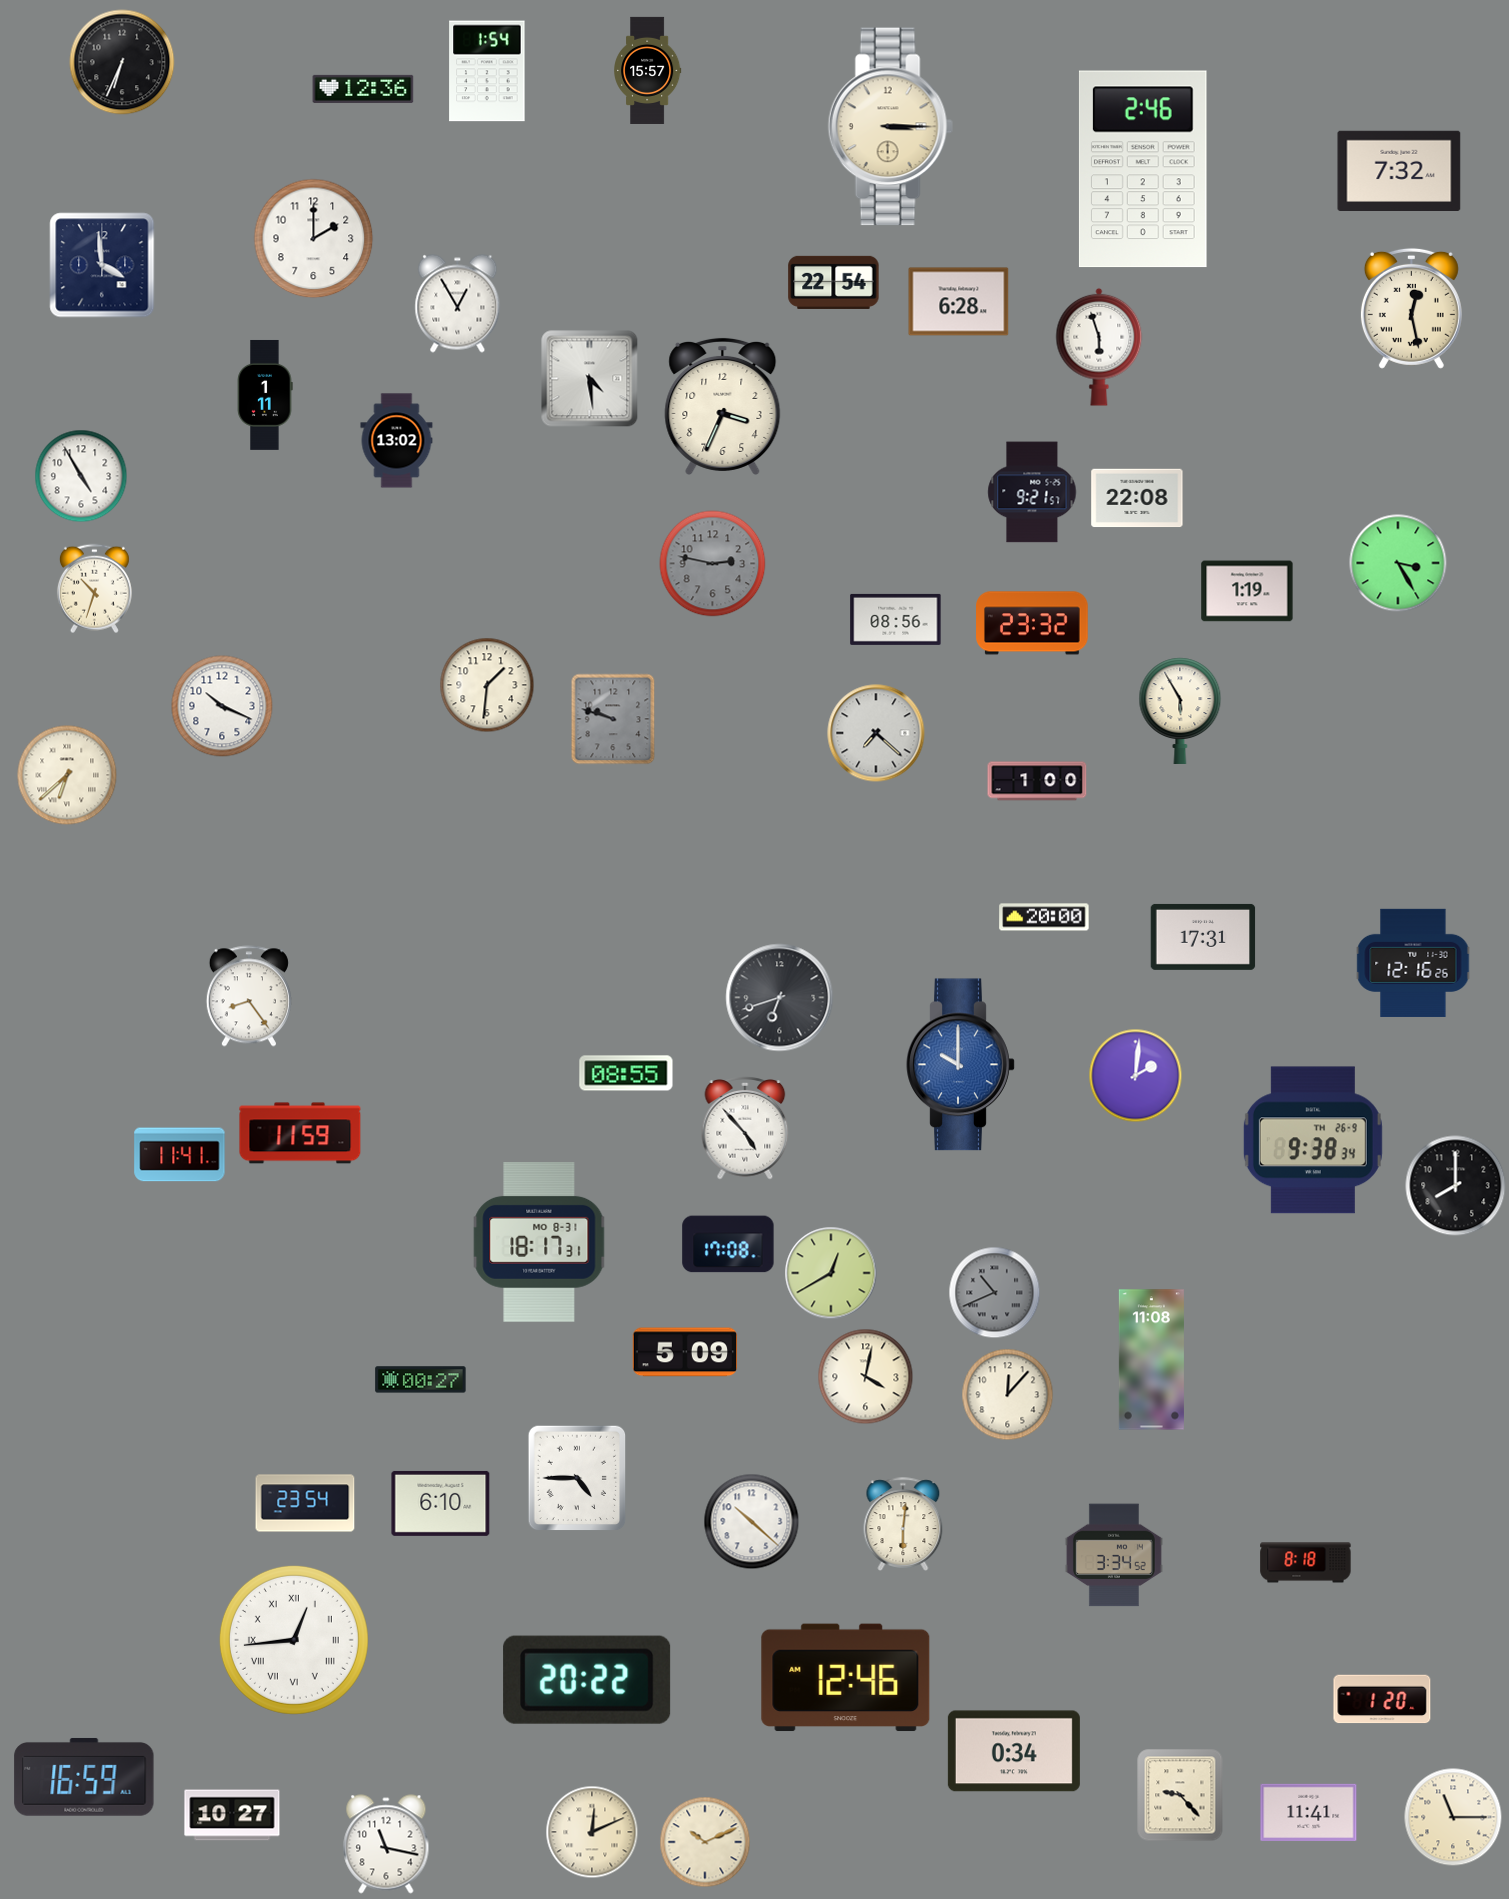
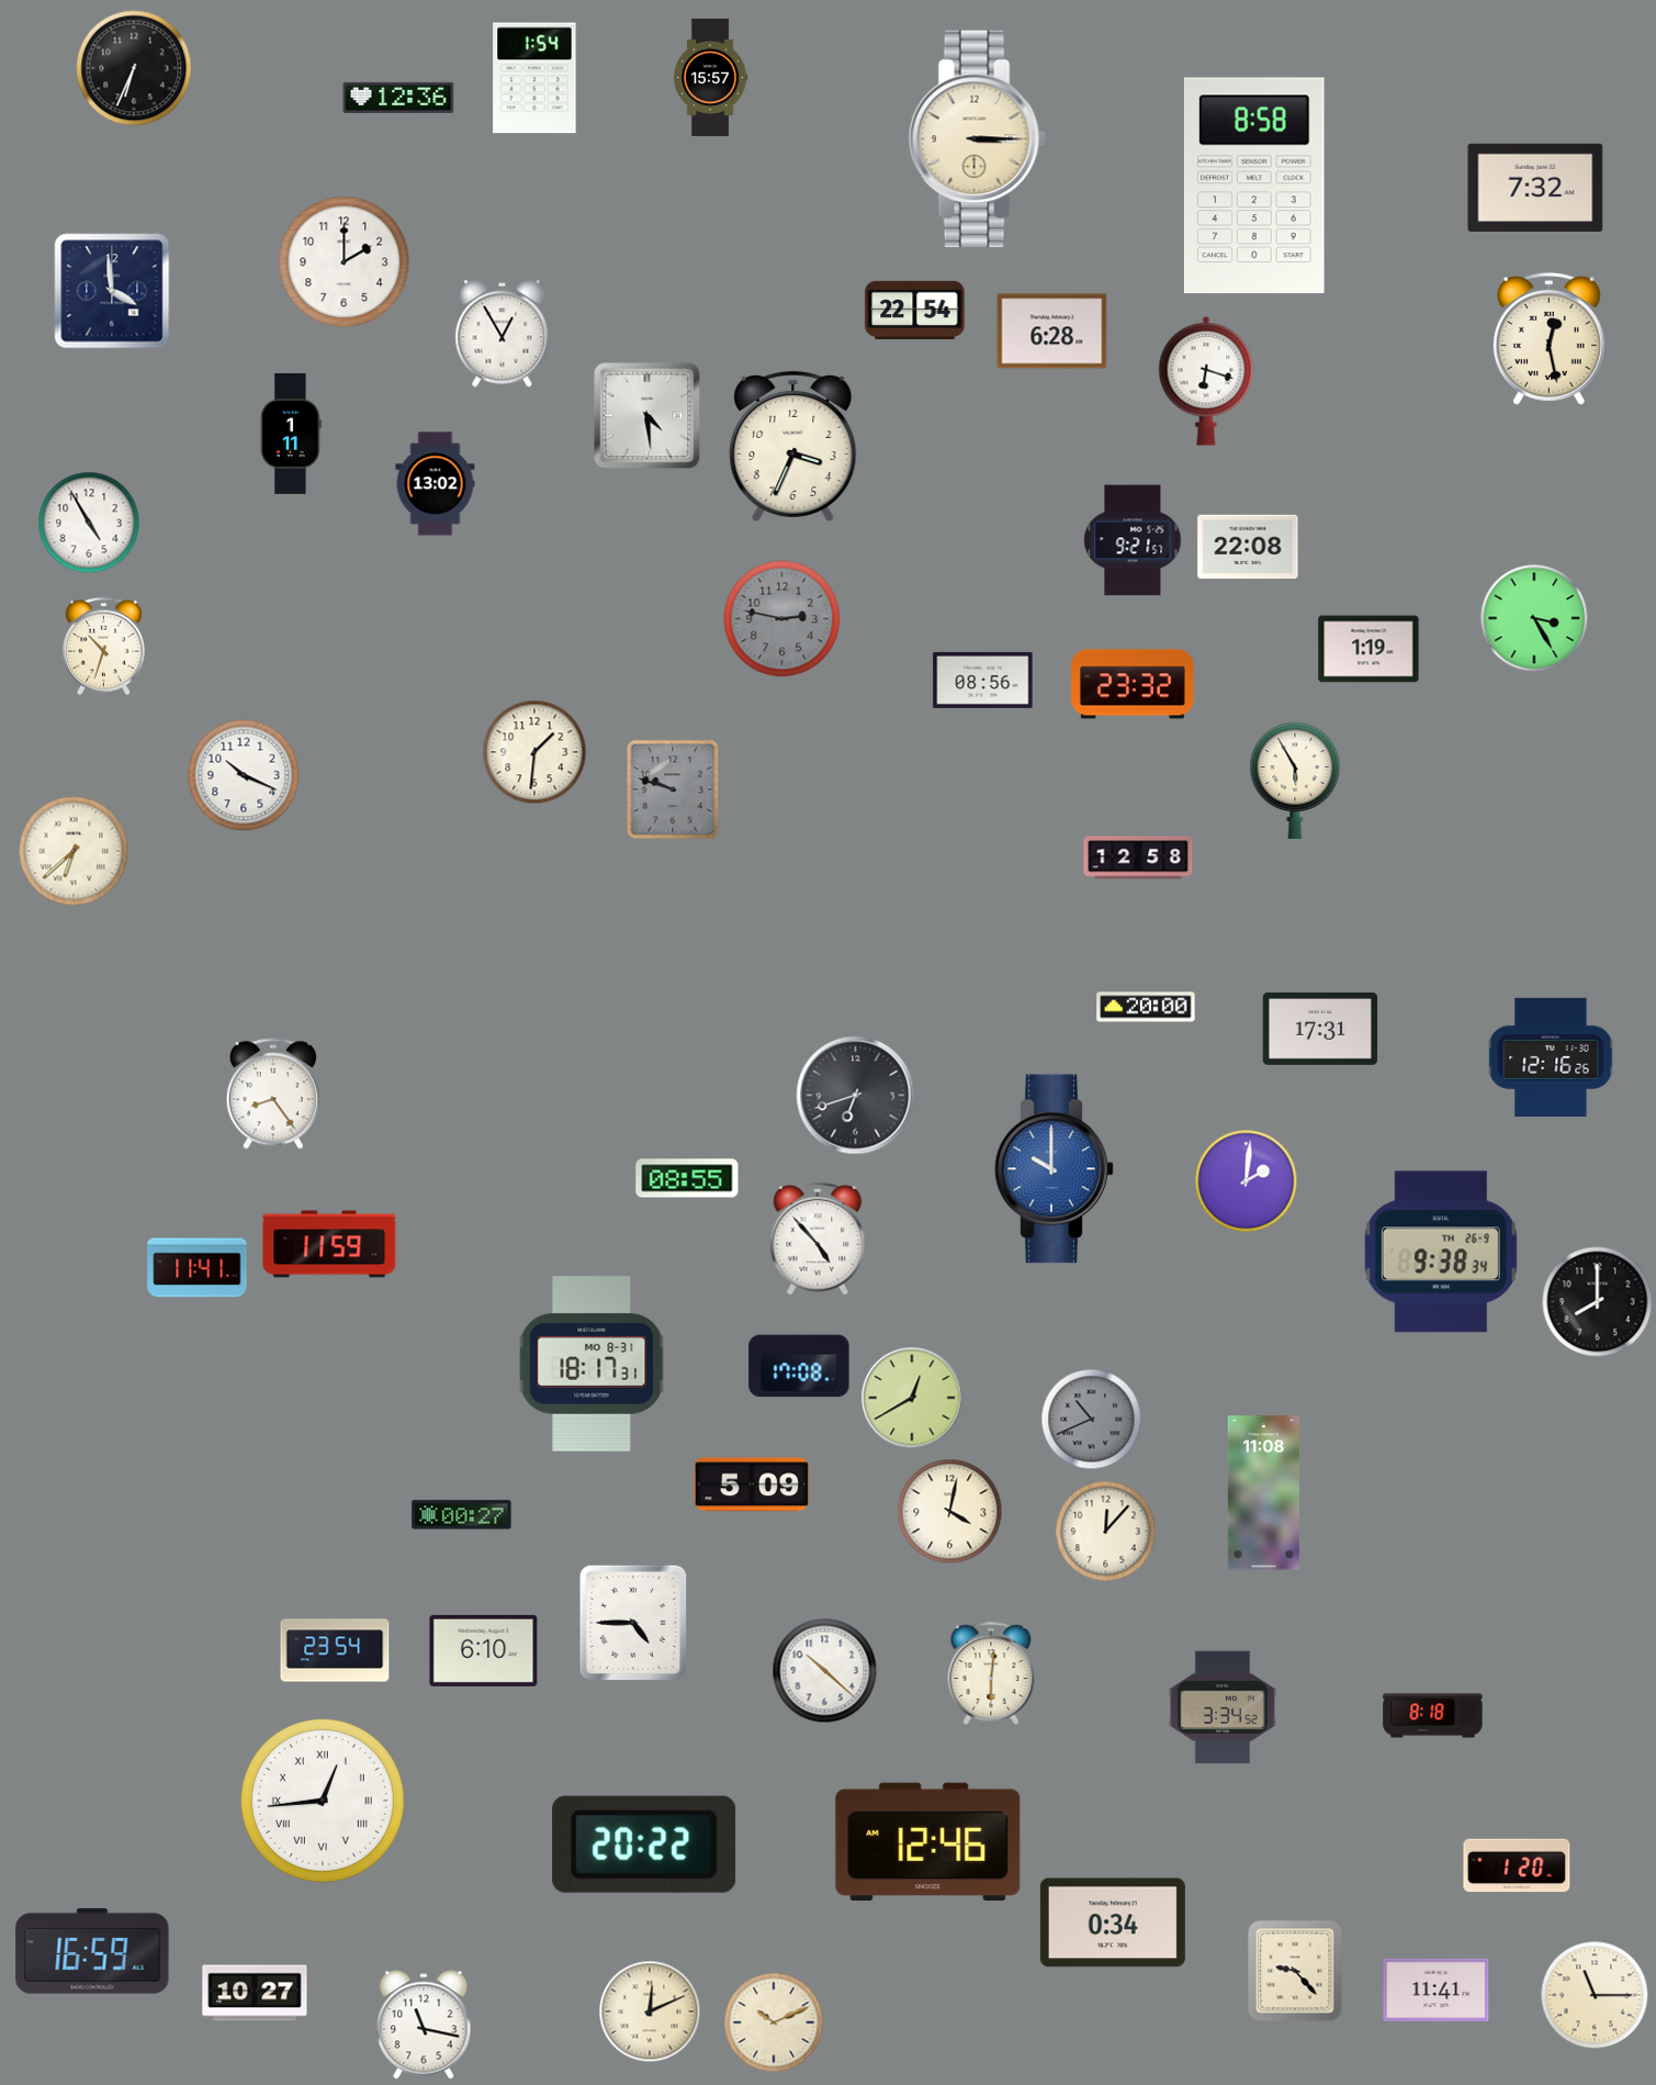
clock at (1143, 169): 2:46 -> 8:58
clock at (1099, 347): 5:57 -> 6:18
clock at (876, 733): 7:22 -> none
clock at (1037, 781): 1:00 -> 12:58
